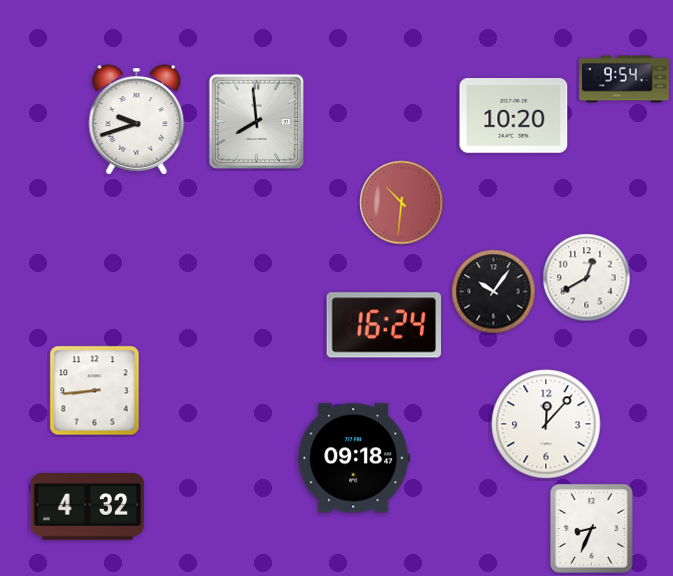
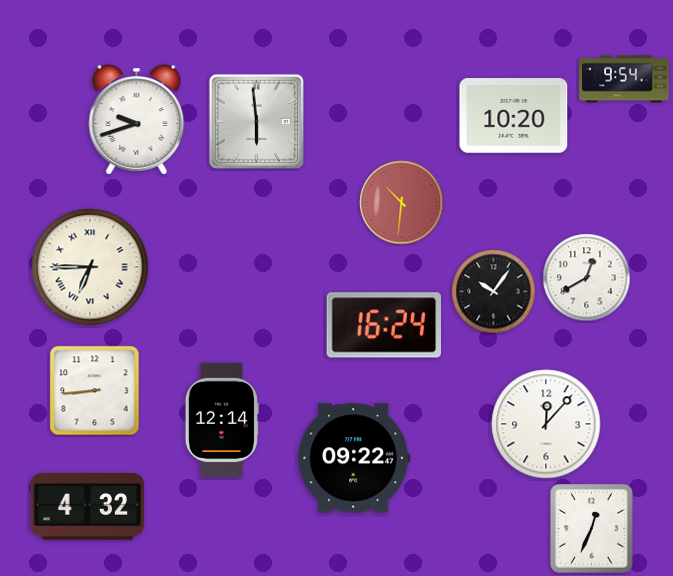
clock at (256, 121): 7:59 -> 5:59
clock at (90, 267): none -> 6:45
clock at (222, 420): none -> 12:14
clock at (354, 458): 09:18 -> 09:22
clock at (591, 528): 8:34 -> 12:34
